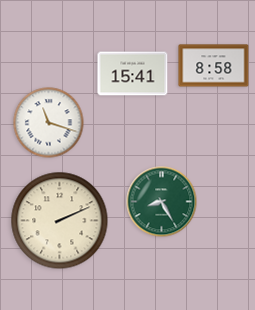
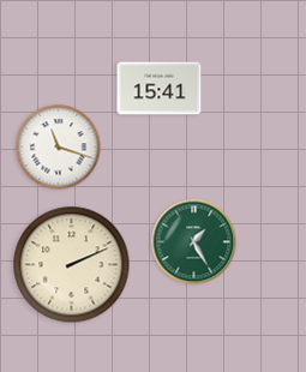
clock at (214, 66): 8:58 -> none
clock at (162, 202): 8:25 -> 1:25
